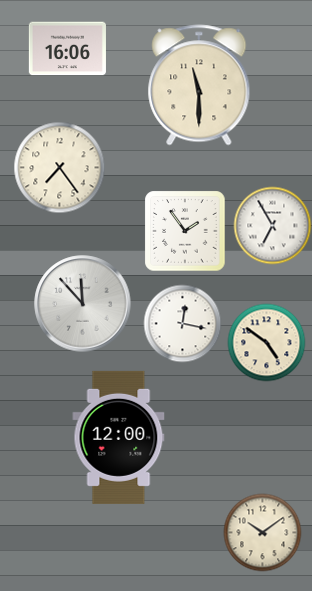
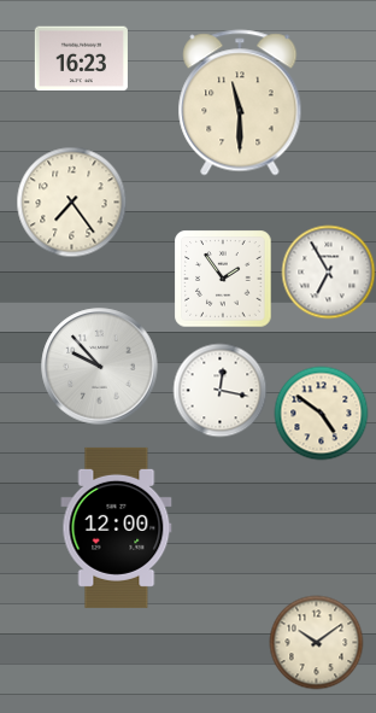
clock at (67, 49): 16:06 -> 16:23
clock at (83, 304): 11:53 -> 9:53
clock at (119, 437) position: (119, 437) -> (117, 527)
